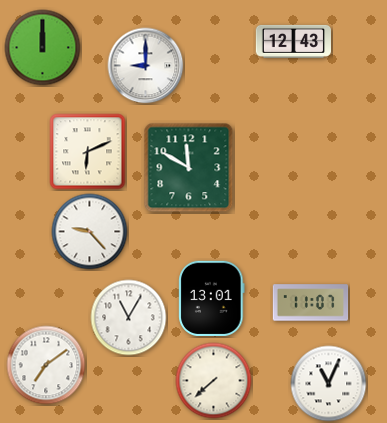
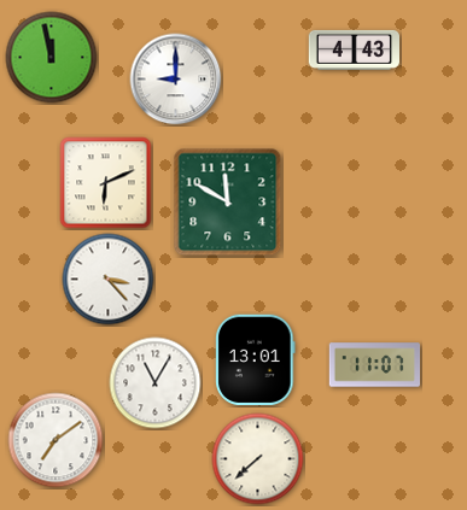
clock at (293, 41): 12:43 -> 4:43
clock at (43, 48): 12:00 -> 11:58
clock at (90, 232): 9:23 -> 3:23
clock at (329, 384): 11:04 -> none
